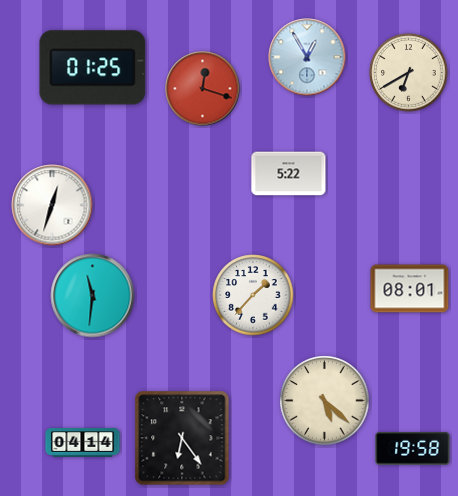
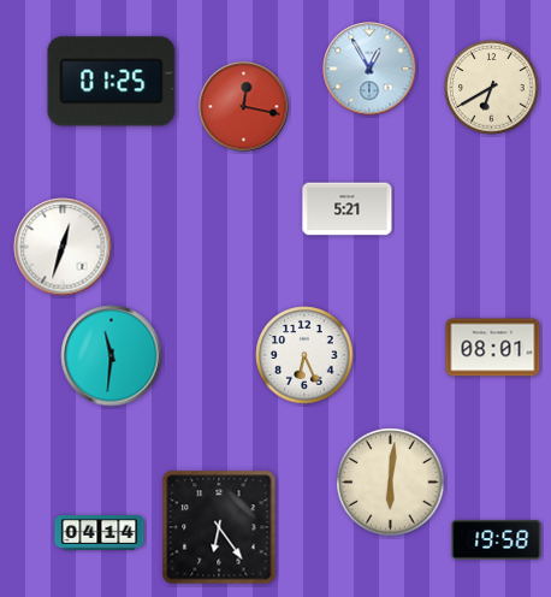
clock at (203, 89): 12:18 -> 12:17
clock at (289, 174): 5:22 -> 5:21
clock at (253, 295): 1:37 -> 6:26
clock at (325, 401): 5:22 -> 6:01
